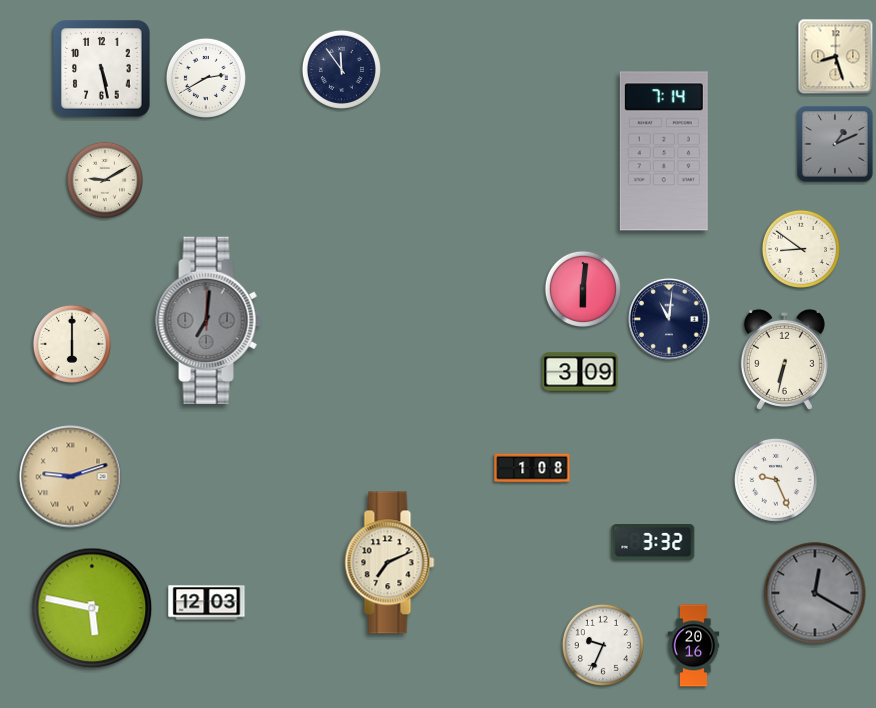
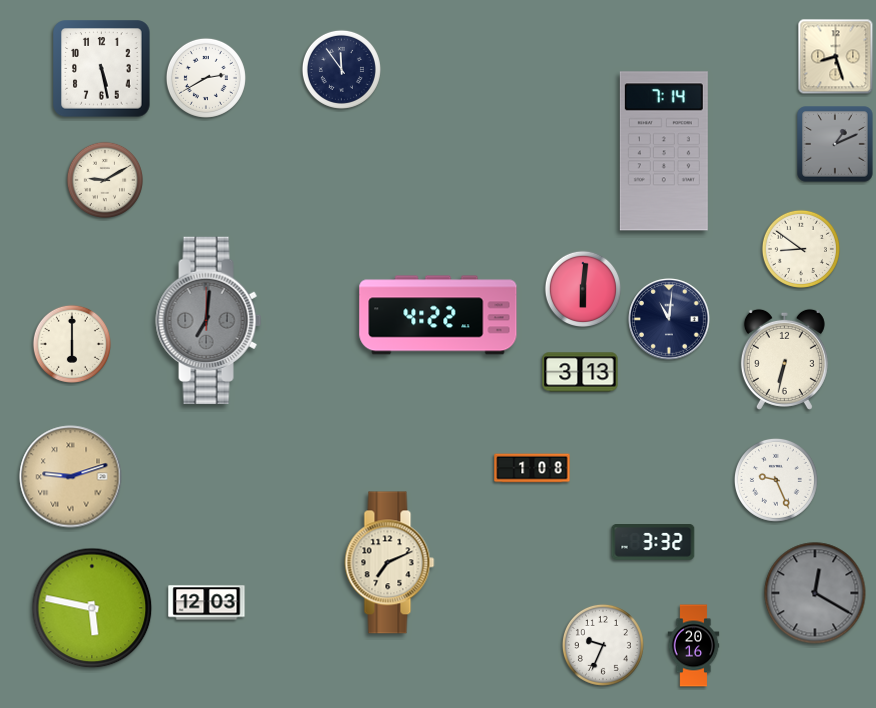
clock at (438, 315): none -> 4:22
clock at (580, 372): 3:09 -> 3:13
